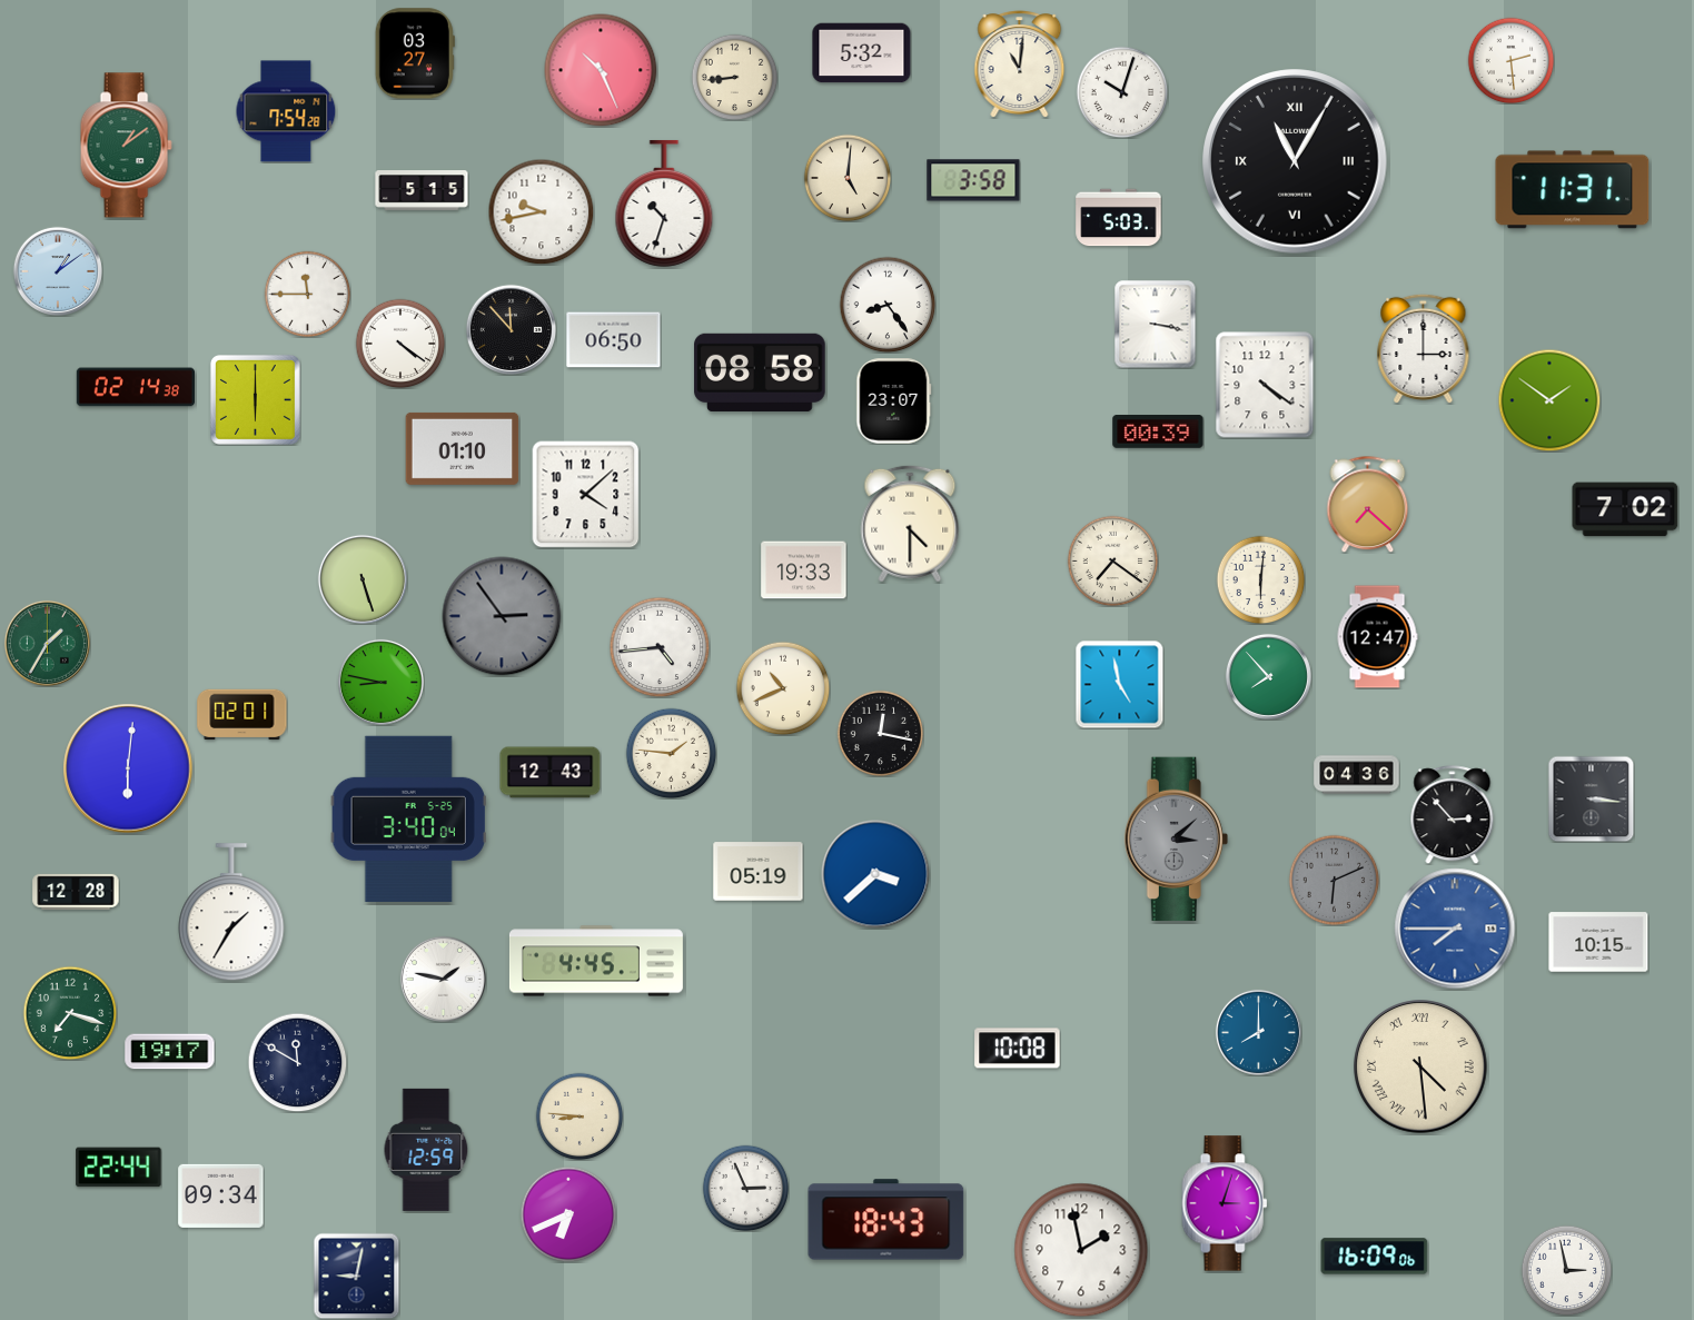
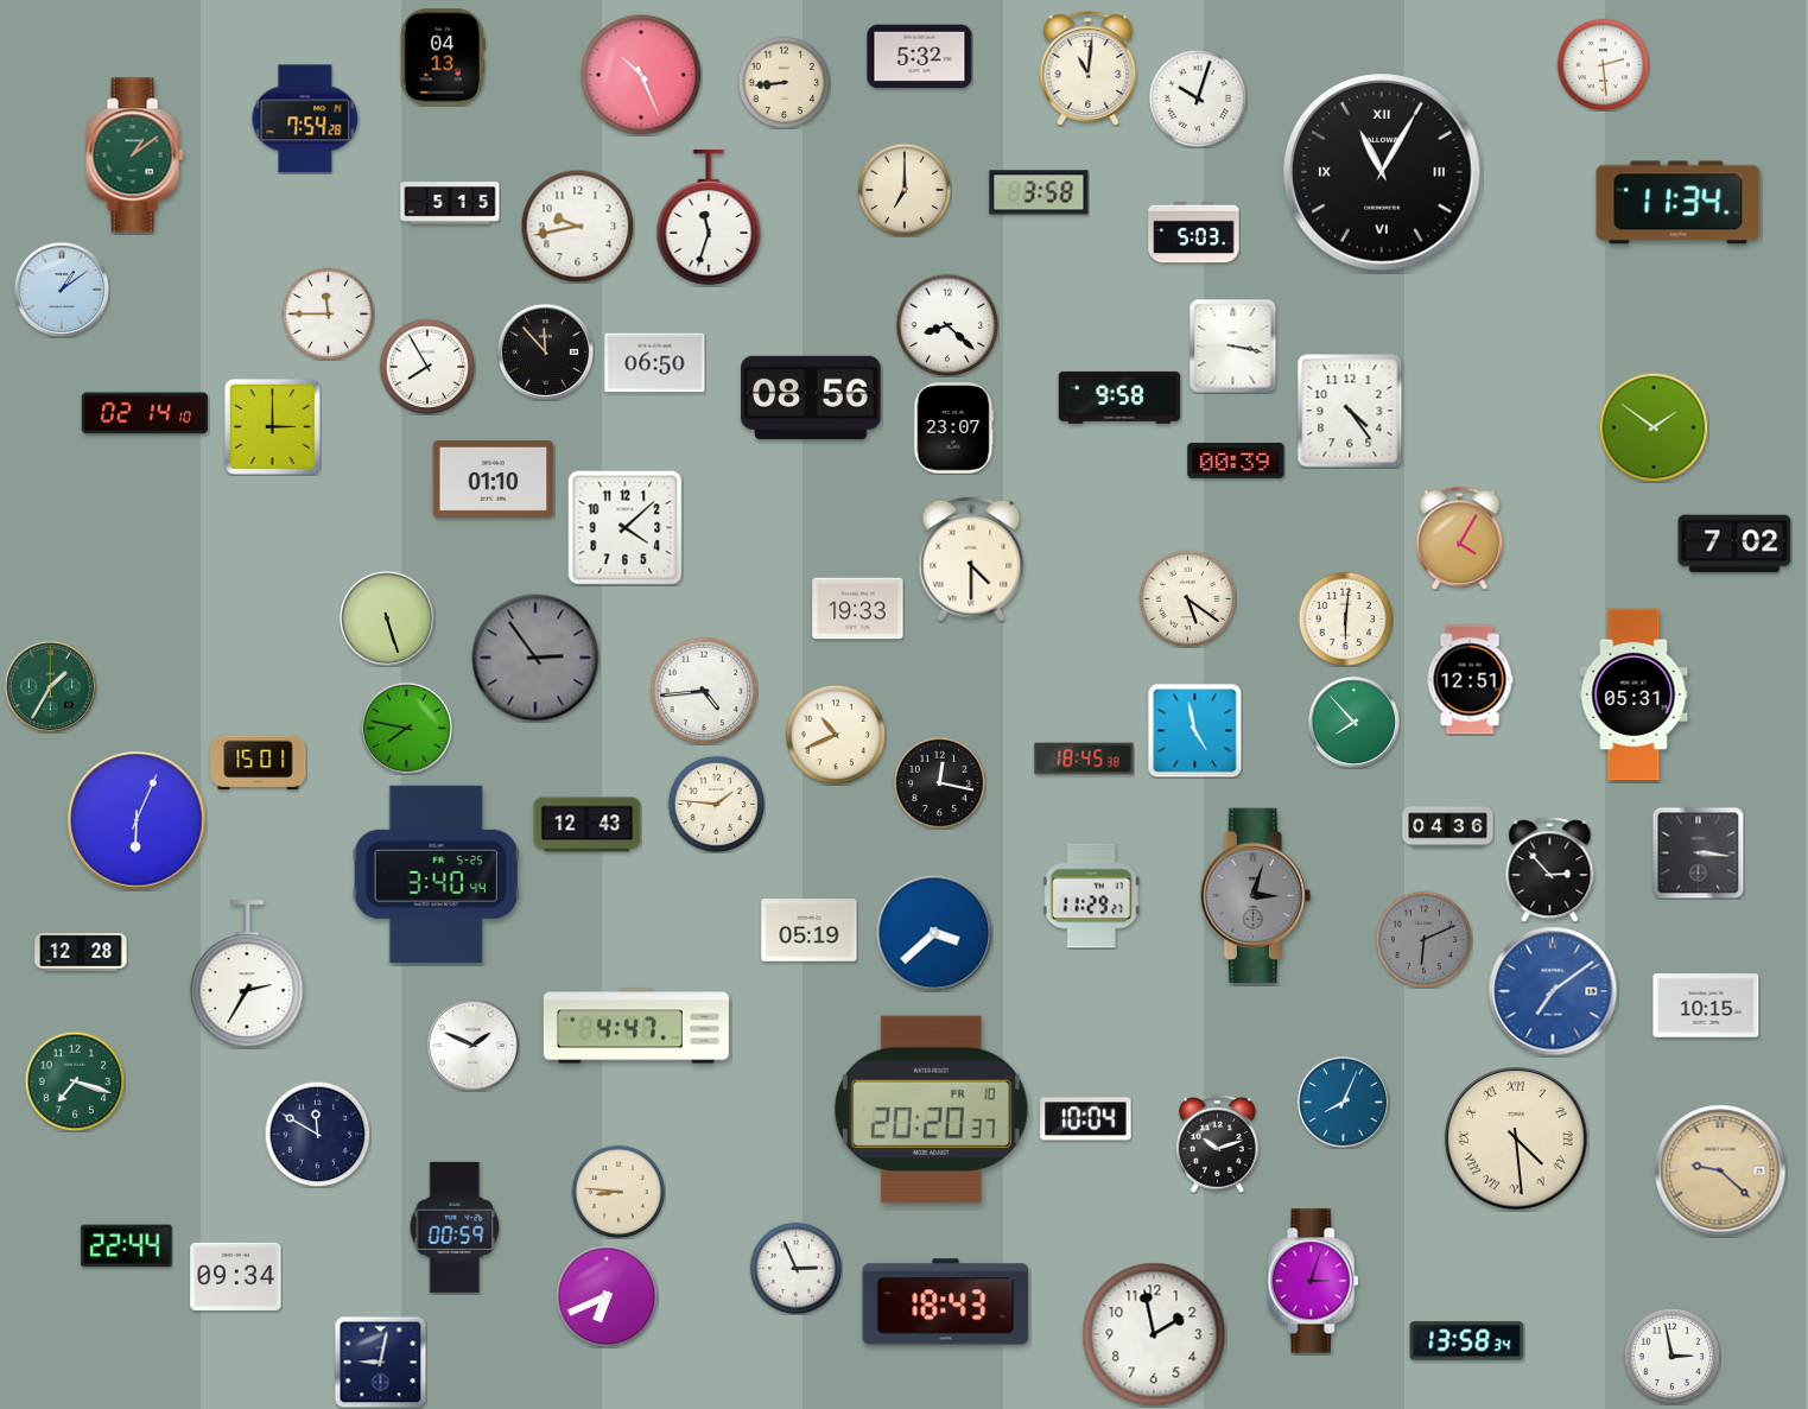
clock at (415, 53): 03:27 -> 04:13
clock at (1510, 60) position: (1510, 60) -> (1603, 64)
clock at (848, 178): 5:01 -> 7:00
clock at (1573, 190): 11:31 -> 11:34
clock at (664, 204): 10:33 -> 11:33
clock at (888, 305): 8:24 -> 8:22
clock at (400, 344): 4:21 -> 7:55
clock at (1424, 348): 3:00 -> none
clock at (760, 373): 08:58 -> 08:56
clock at (1119, 398): none -> 9:58
clock at (1265, 385): 4:21 -> 4:24
clock at (135, 387): 02:14:38 -> 02:14:10
clock at (255, 399): 6:00 -> 3:00
clock at (1368, 504): 7:22 -> 4:05
clock at (1112, 560): 7:21 -> 5:21
clock at (1377, 637): 12:47 -> 12:51
clock at (1633, 694): none -> 05:31
clock at (380, 682): 8:47 -> 7:47
clock at (1084, 759): none -> 18:45
clock at (242, 715): 02:01 -> 15:01
clock at (128, 768): 6:01 -> 6:04
clock at (408, 818): 3:40:04 -> 3:40:44
clock at (1176, 838): 3:08 -> 3:03
clock at (1091, 896): none -> 11:29
clock at (231, 913): 1:35 -> 2:35
clock at (1455, 929): 7:45 -> 7:09
clock at (596, 961): 4:45 -> 4:47
clock at (443, 979): 1:47 -> 1:49
clock at (1258, 1032): 8:00 -> 8:04
clock at (931, 1109): none -> 20:20
clock at (1018, 1049): 10:08 -> 10:04
clock at (170, 1052): 19:17 -> none
clock at (1217, 1143): none -> 10:12
clock at (1720, 1170): none -> 9:22
clock at (426, 1150): 12:59 -> 00:59
clock at (1225, 1203) position: (1225, 1203) -> (1313, 1281)
clock at (1375, 1257): 16:09 -> 13:58
